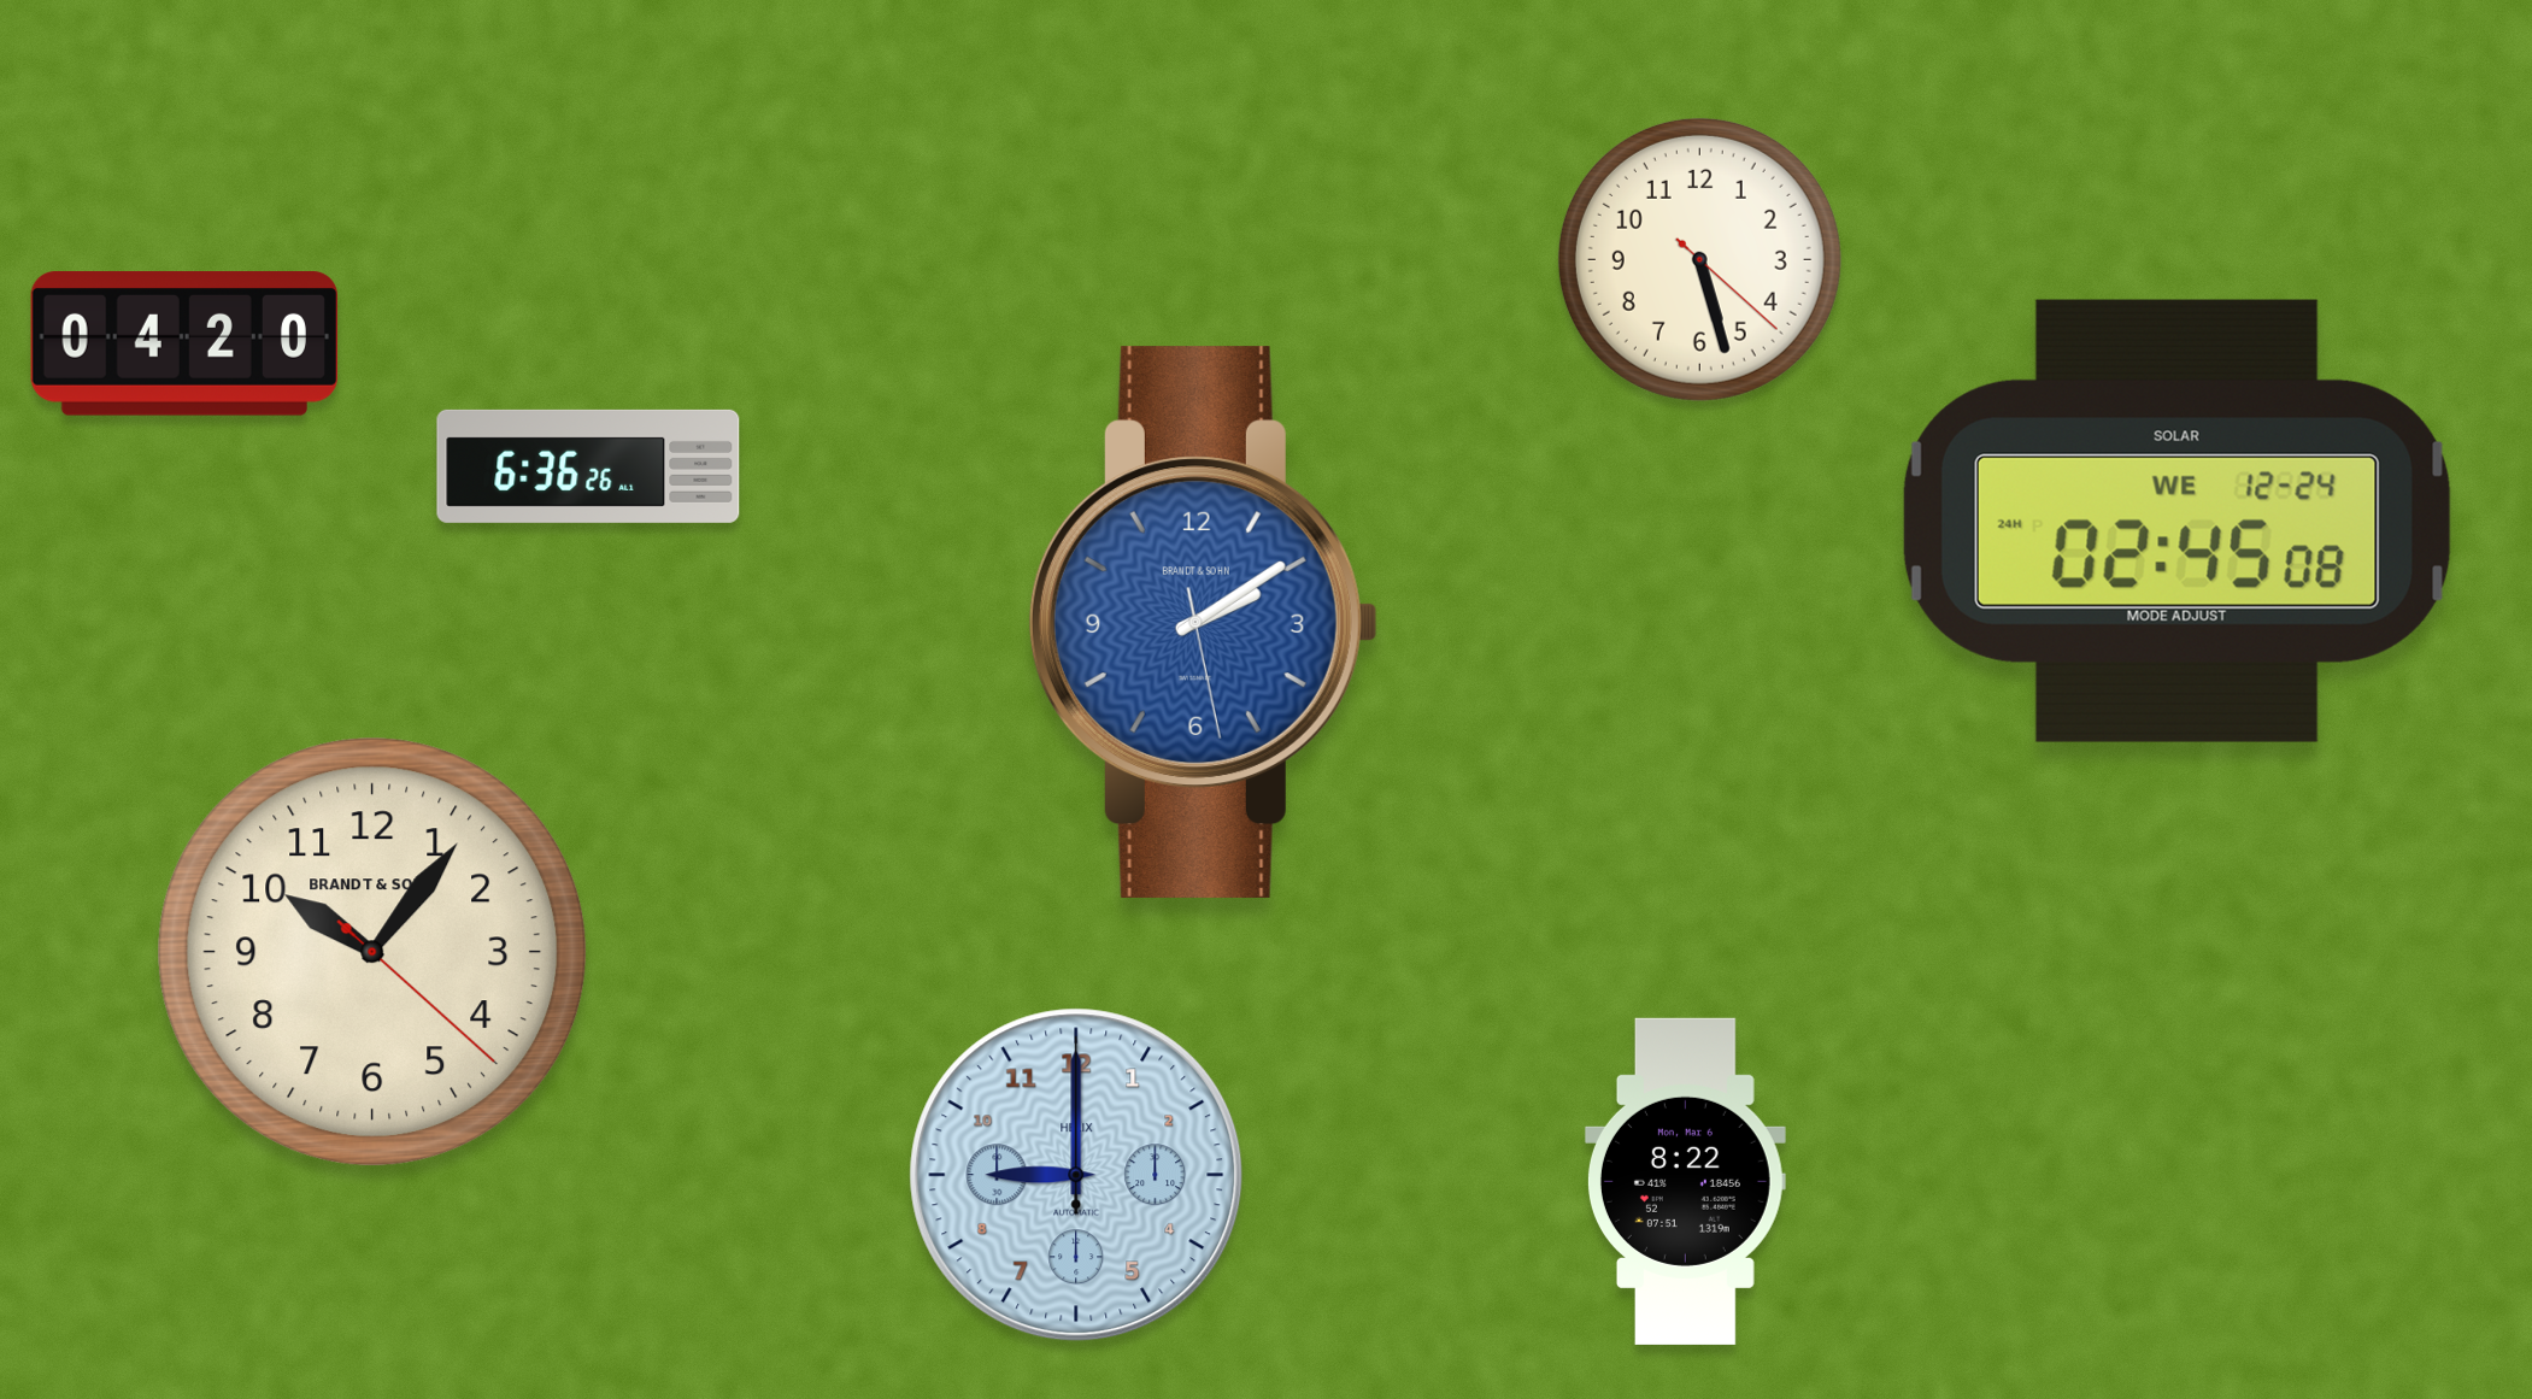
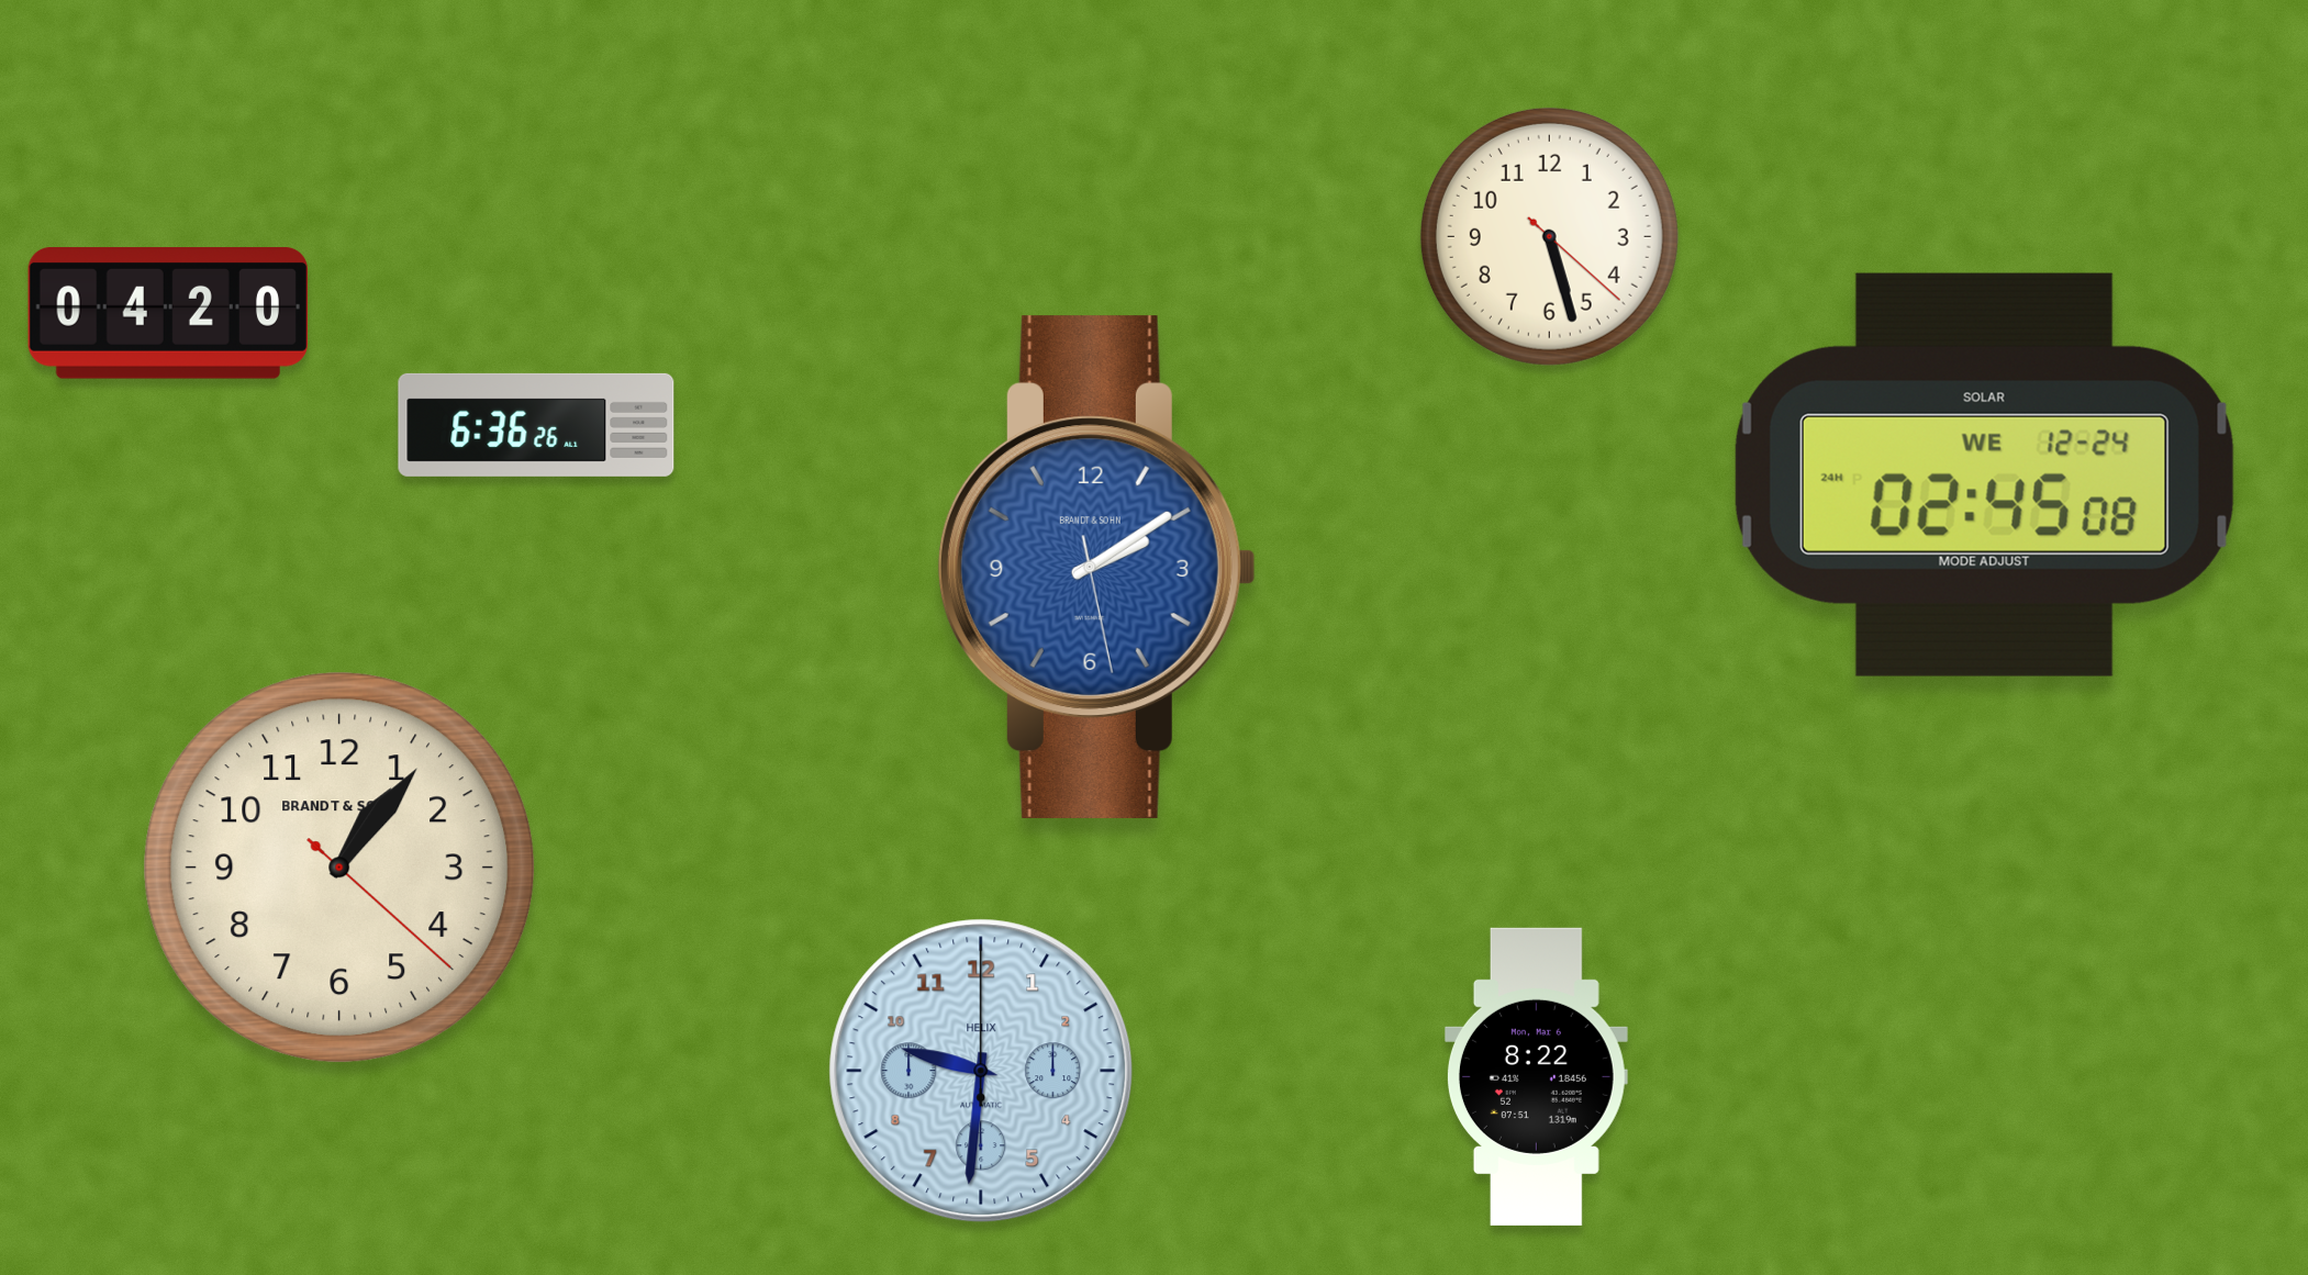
clock at (372, 952): 10:06 -> 1:06
clock at (1076, 1175): 9:00 -> 9:31
